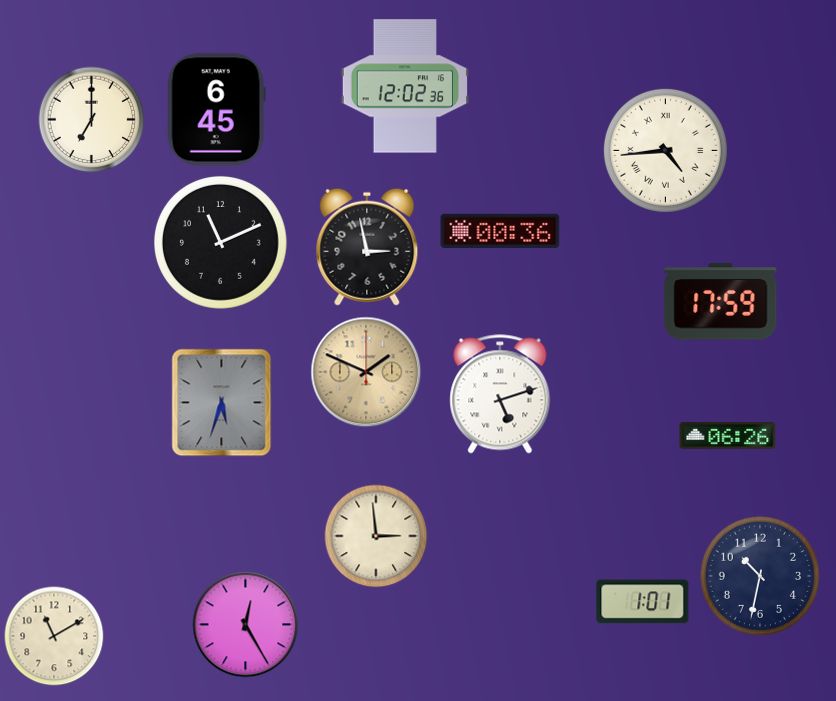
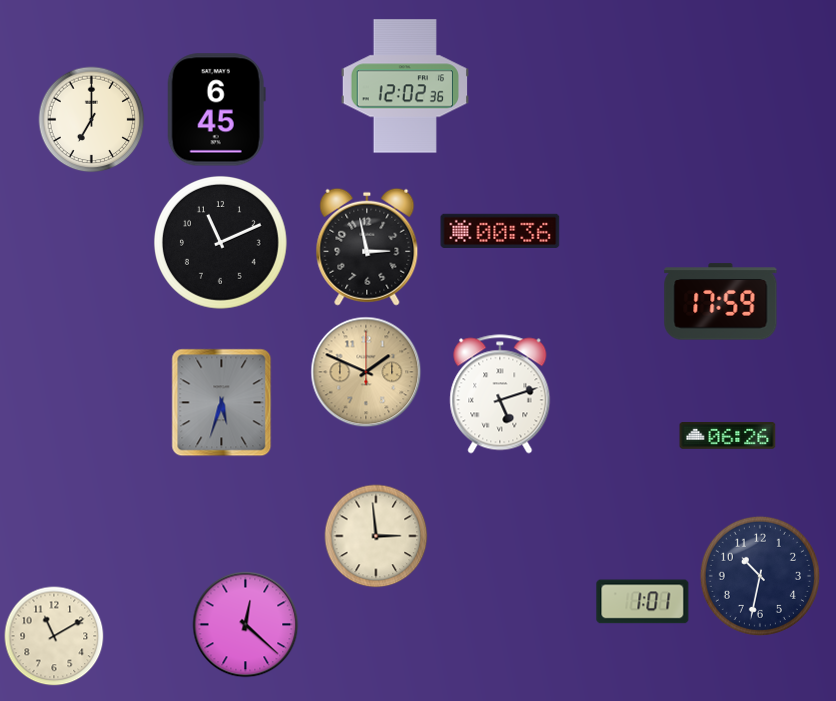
clock at (665, 150): 4:44 -> none
clock at (246, 625): 12:25 -> 12:22
